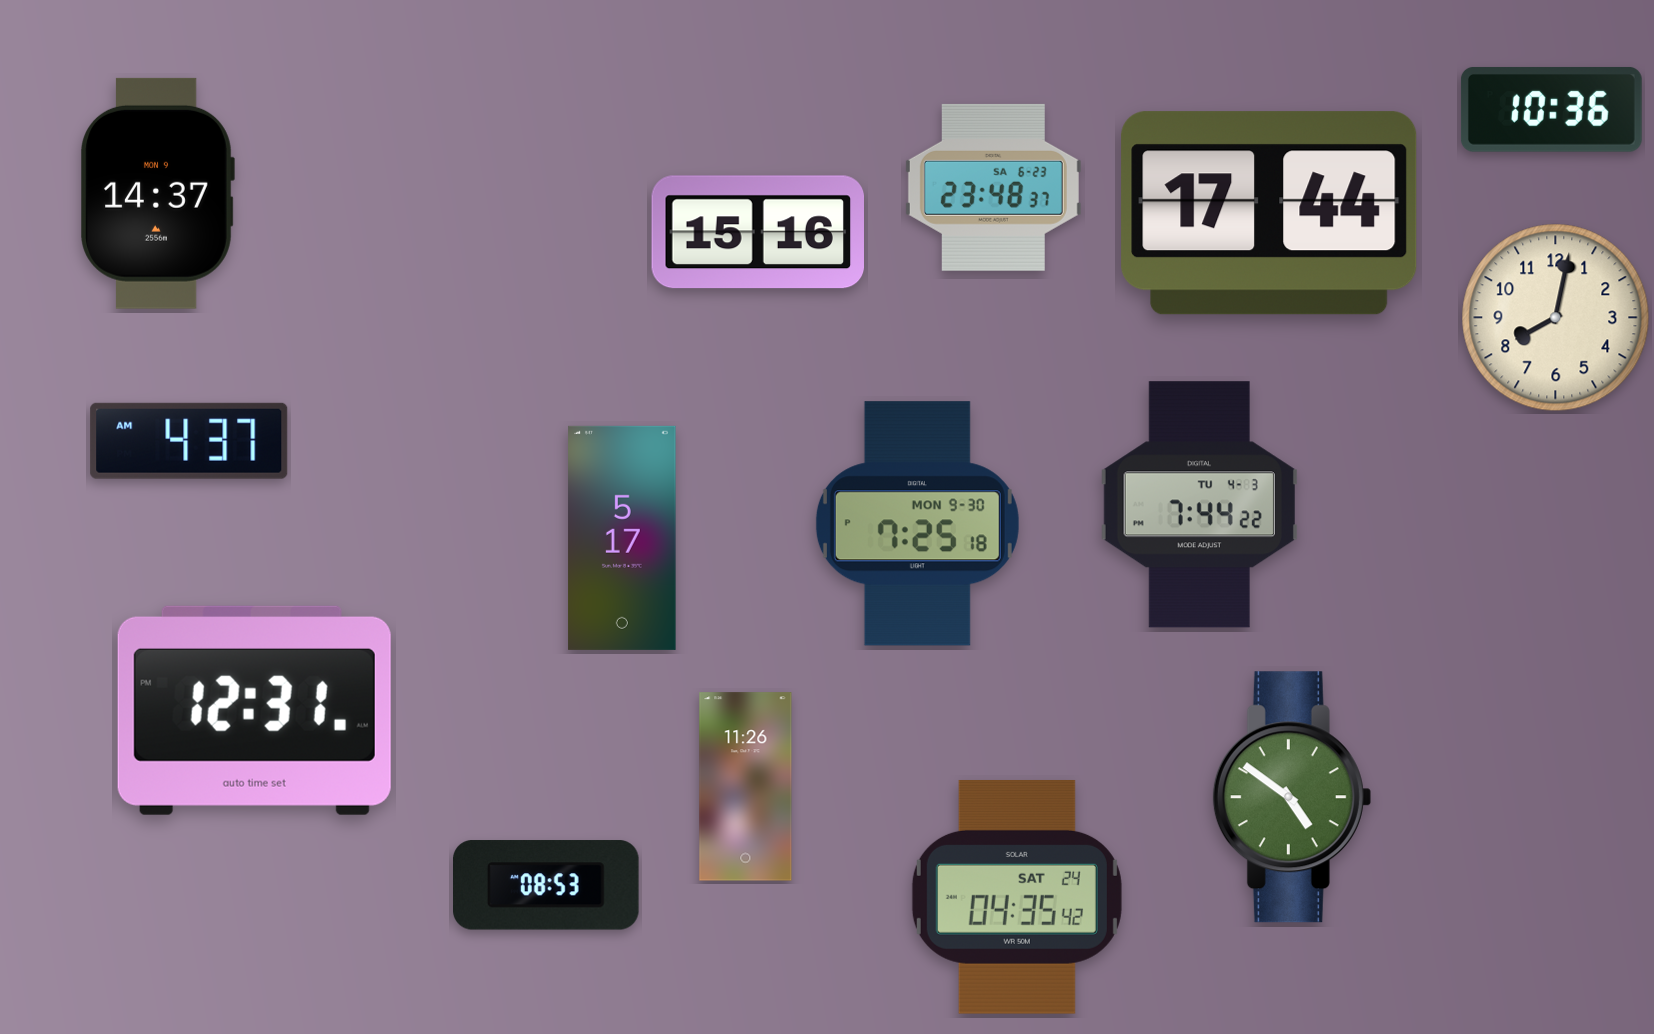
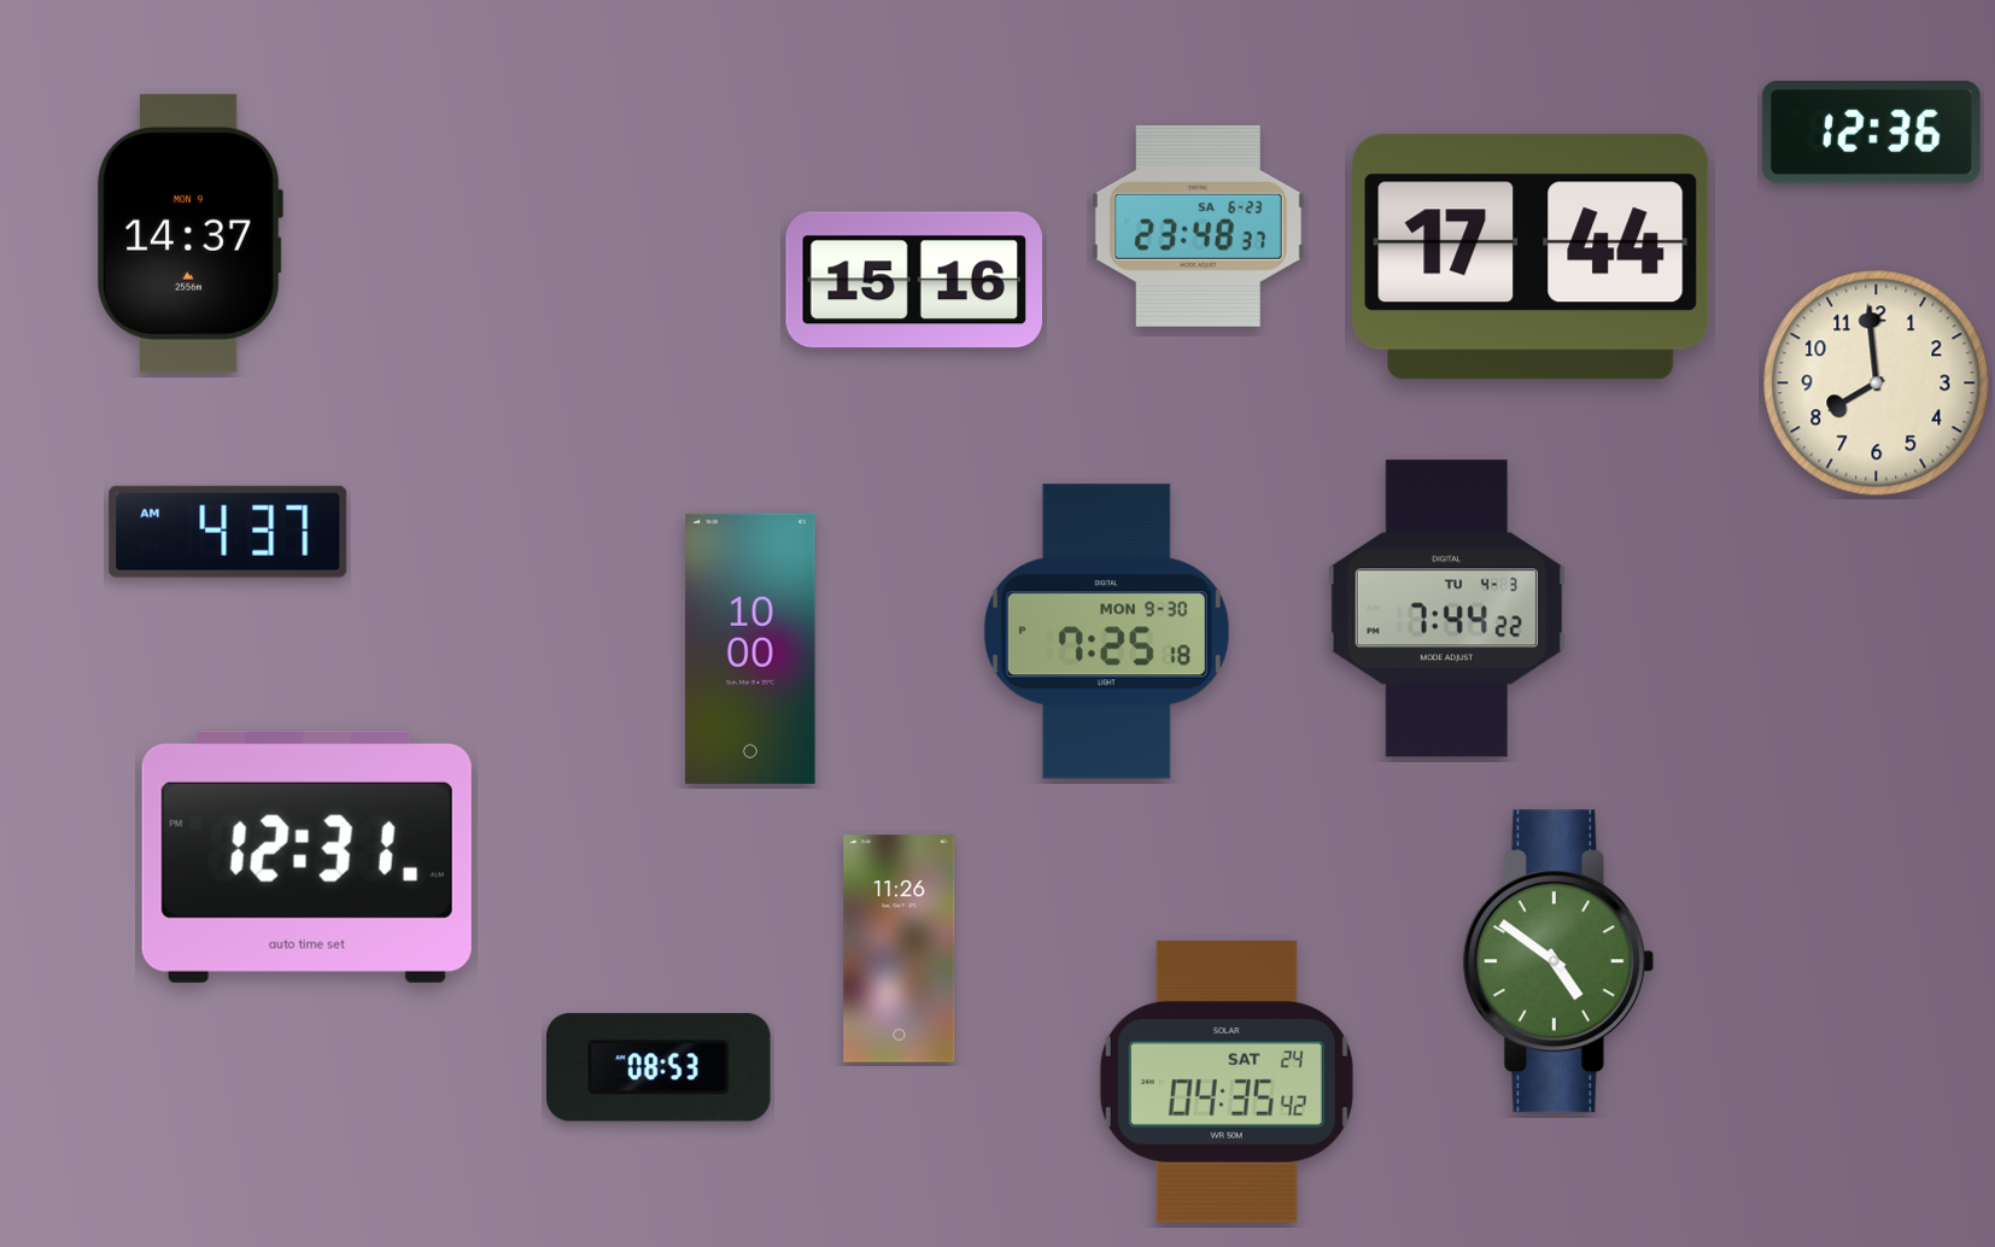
clock at (1551, 110): 10:36 -> 12:36
clock at (1556, 318): 8:02 -> 7:59
clock at (622, 538): 5:17 -> 10:00
